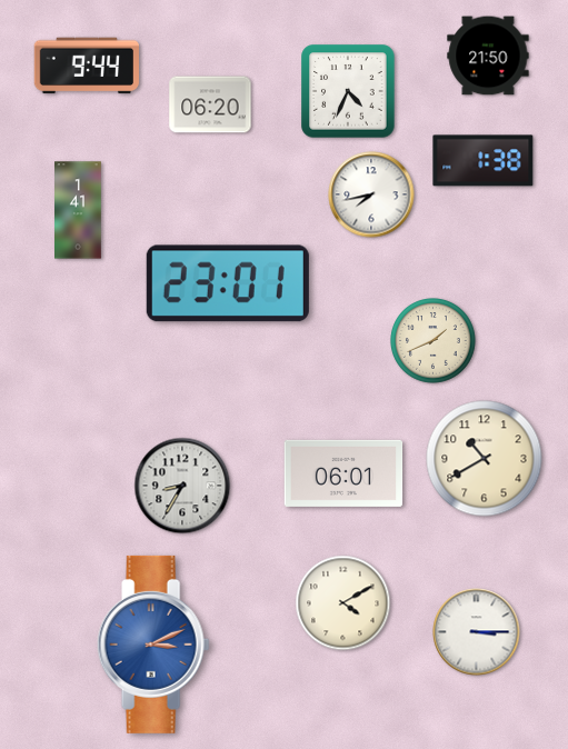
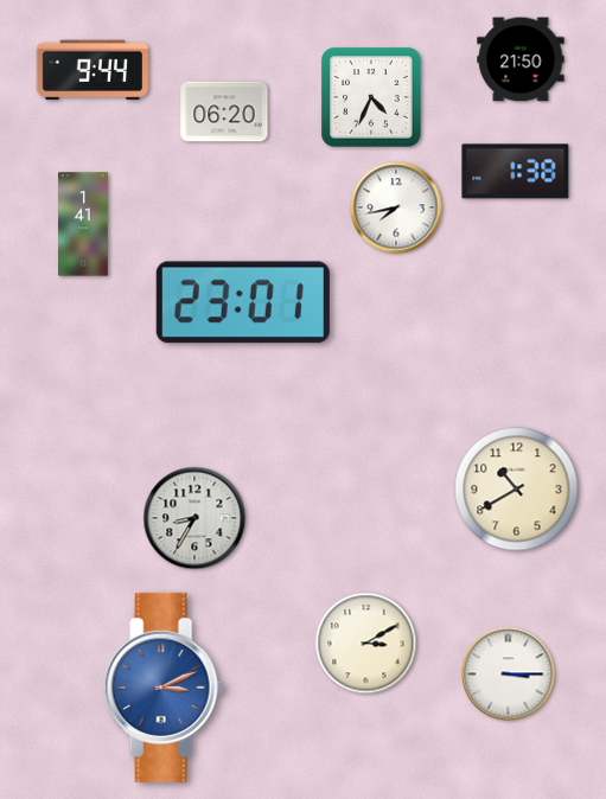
clock at (434, 341): 1:41 -> none
clock at (343, 473): 06:01 -> none
clock at (343, 603): 4:10 -> 3:10
